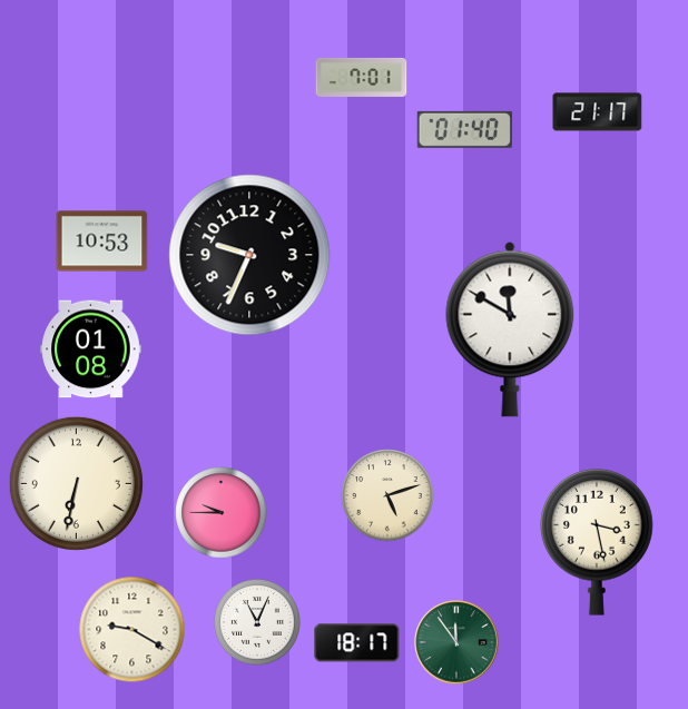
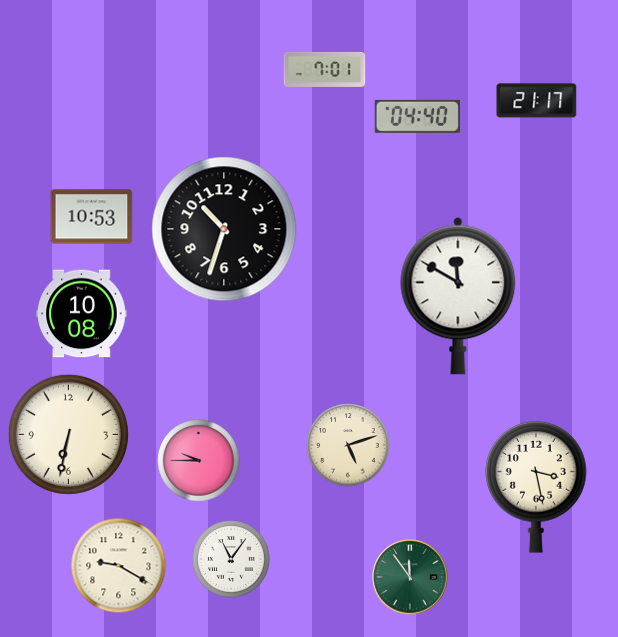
clock at (464, 129): 01:40 -> 04:40
clock at (249, 255): 9:34 -> 10:33
clock at (91, 349): 01:08 -> 10:08
clock at (258, 623): 11:04 -> 11:06
clock at (357, 643): 18:17 -> none
